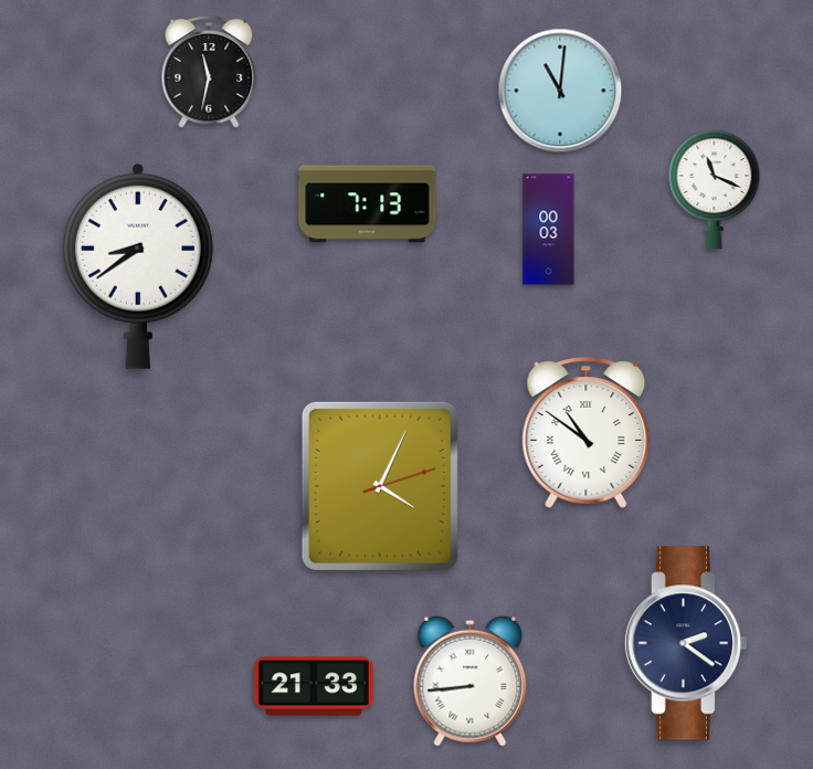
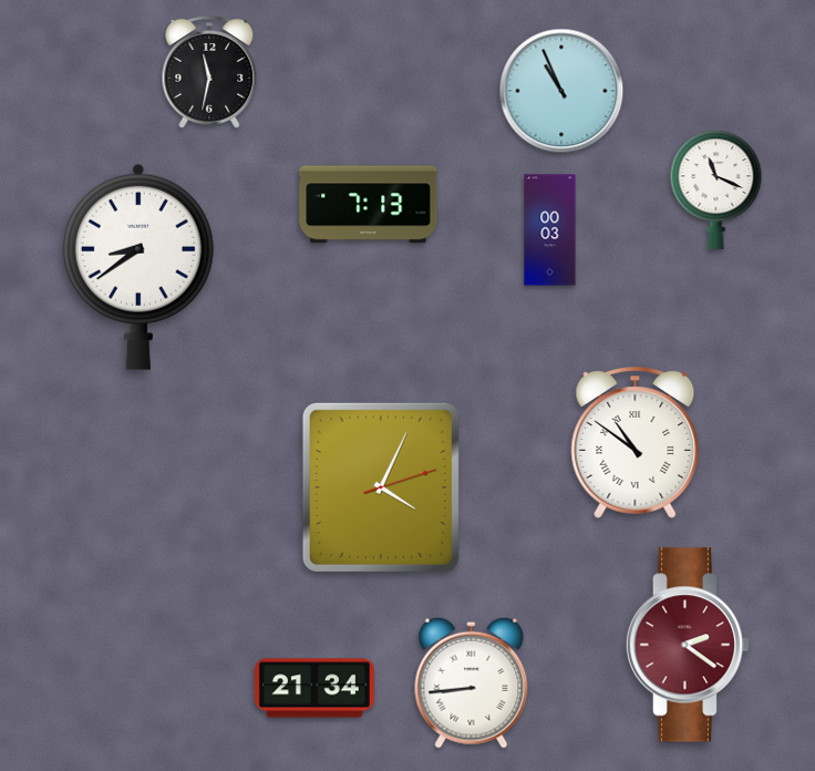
clock at (560, 91): 11:01 -> 10:56
clock at (587, 433) position: (587, 433) -> (636, 443)
clock at (686, 643) dial: navy -> burgundy
clock at (314, 686): 21:33 -> 21:34
